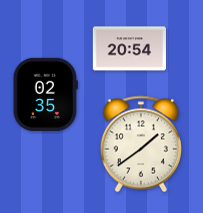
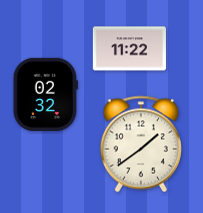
clock at (129, 49): 20:54 -> 11:22
clock at (45, 94): 02:35 -> 02:32
